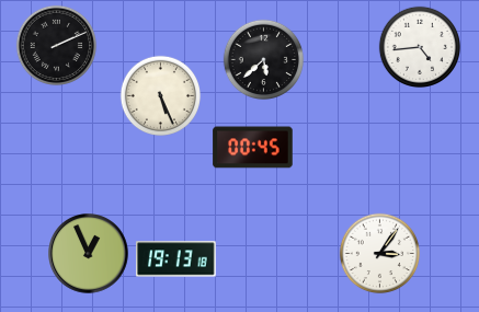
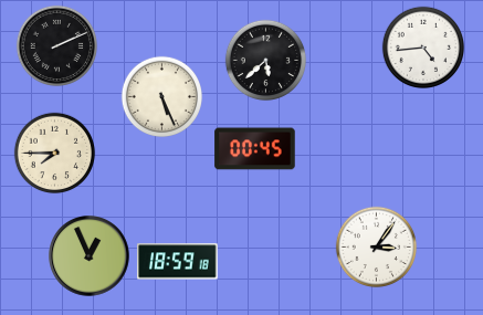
clock at (55, 154): none -> 7:45
clock at (380, 254) position: (380, 254) -> (377, 248)
clock at (176, 259): 19:13 -> 18:59
